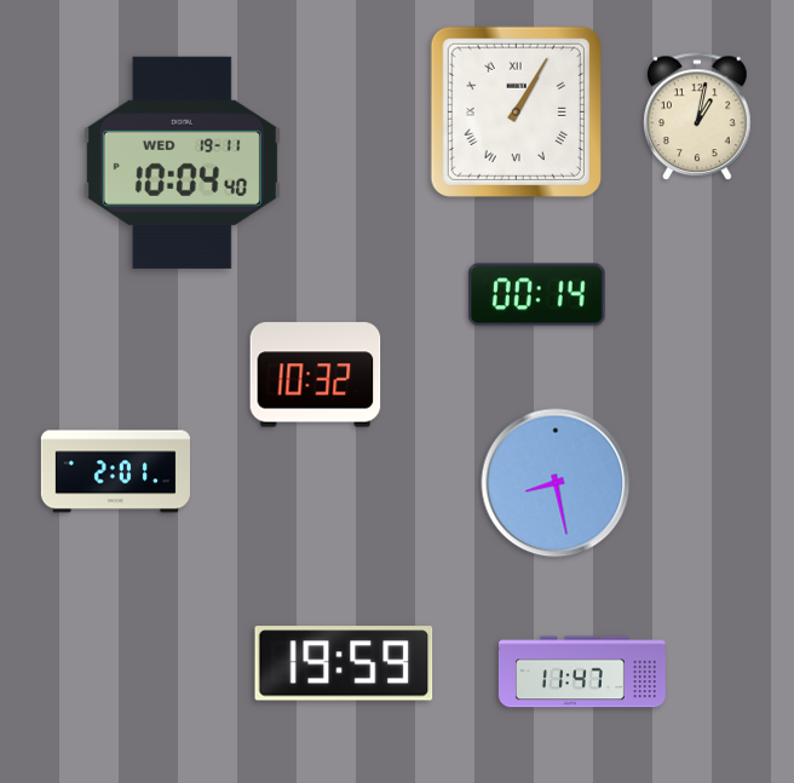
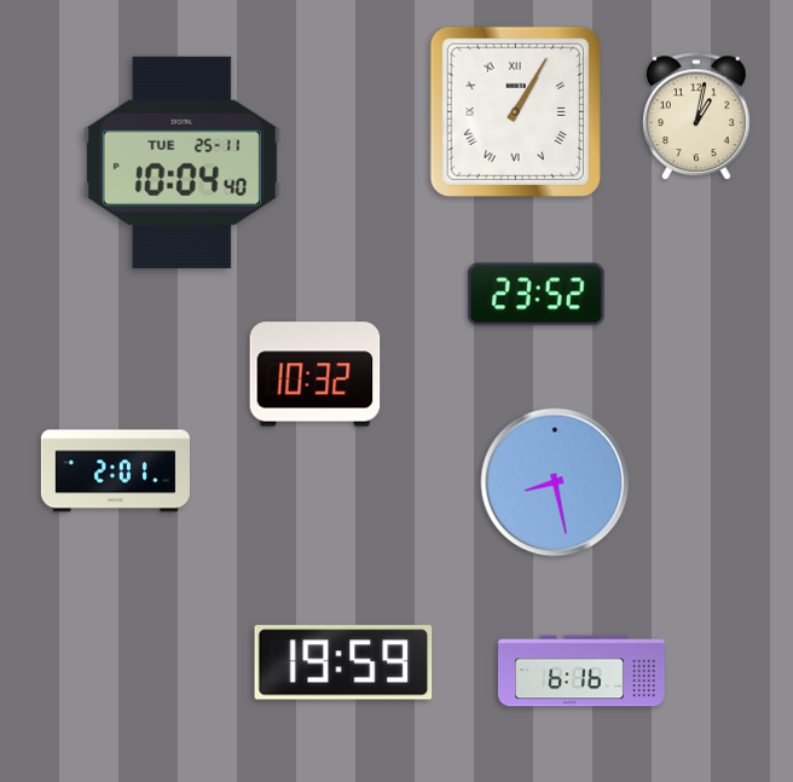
clock at (182, 162) date: WED 19-11 -> TUE 25-11
clock at (536, 295): 00:14 -> 23:52
clock at (582, 672): 11:47 -> 6:16
